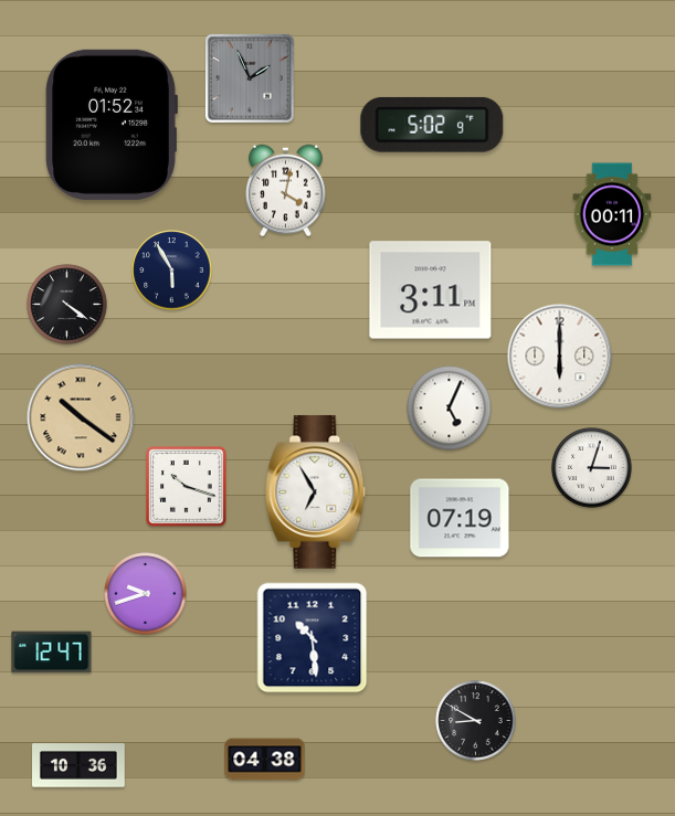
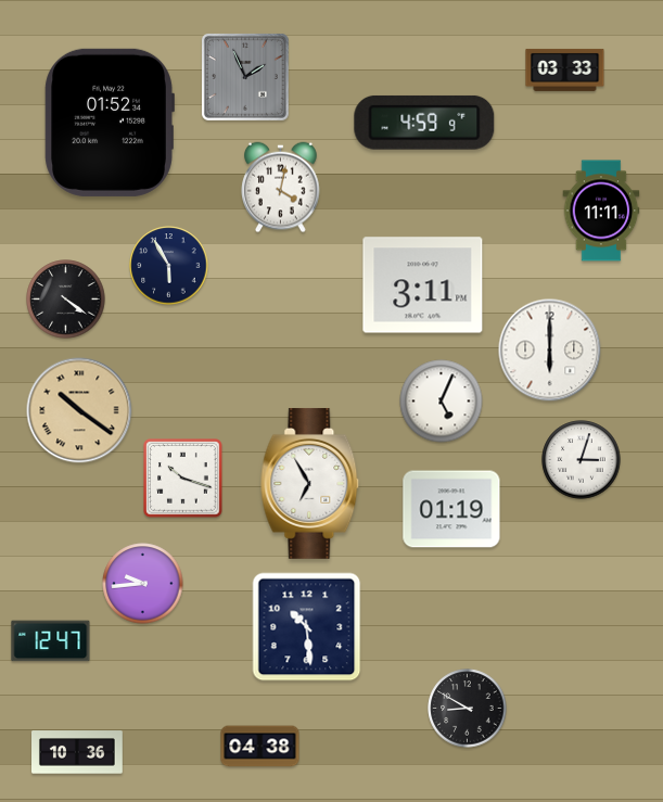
clock at (565, 69): none -> 03:33
clock at (432, 125): 5:02 -> 4:59
clock at (612, 214): 00:11 -> 11:11
clock at (460, 518): 07:19 -> 01:19
clock at (146, 594): 9:42 -> 9:44
